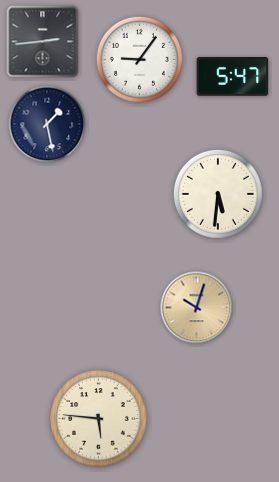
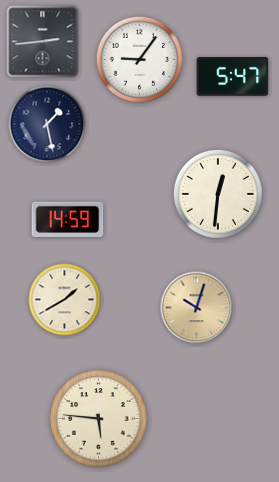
clock at (218, 194): 5:31 -> 12:31
clock at (68, 219): none -> 14:59
clock at (65, 300): none -> 1:40
